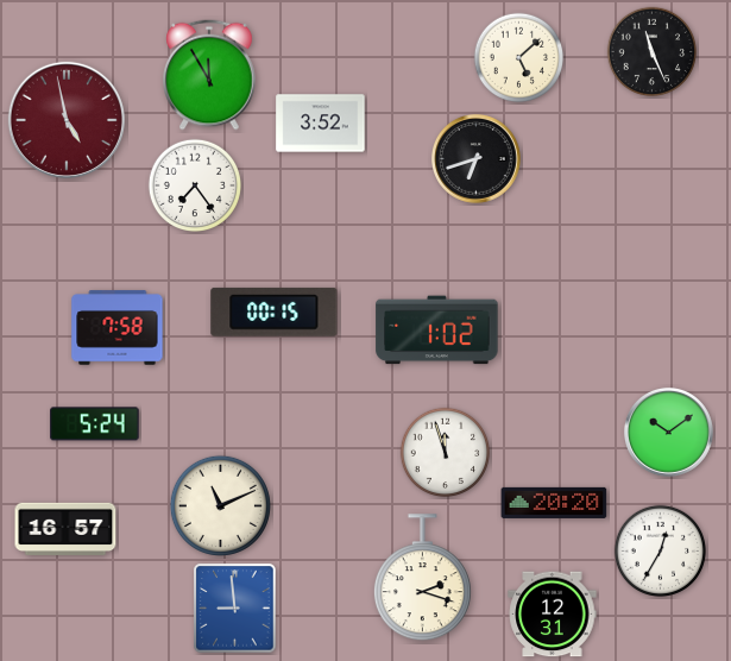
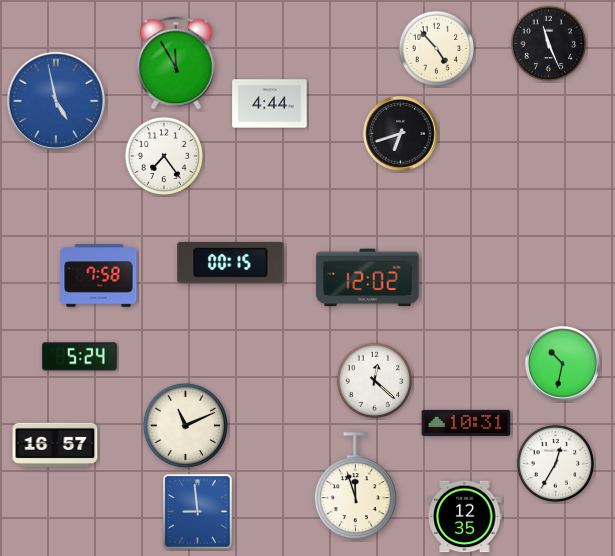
clock at (519, 58): 5:08 -> 4:53
clock at (67, 120) dial: burgundy -> blue
clock at (321, 124): 3:52 -> 4:44
clock at (437, 330): 1:02 -> 12:02
clock at (668, 432): 10:09 -> 10:32
clock at (446, 453): 11:57 -> 12:22
clock at (554, 503): 20:20 -> 10:31
clock at (422, 578): 2:18 -> 11:57
clock at (553, 615): 12:31 -> 12:35
